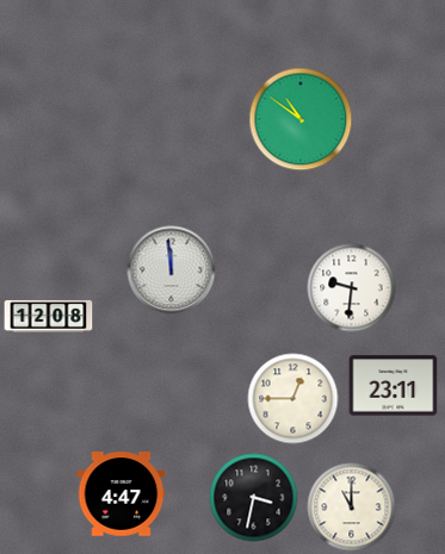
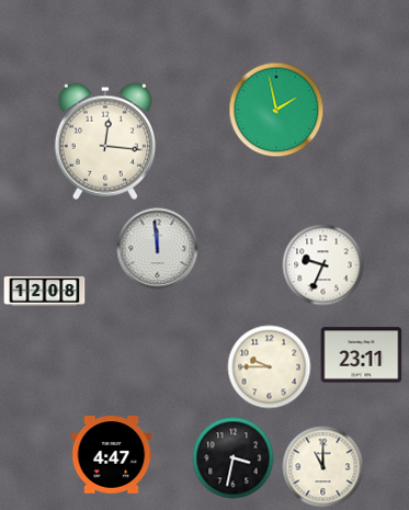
clock at (301, 119): 10:51 -> 1:58
clock at (104, 141): none -> 12:16
clock at (352, 288): 9:31 -> 9:34
clock at (293, 399): 12:45 -> 9:45
